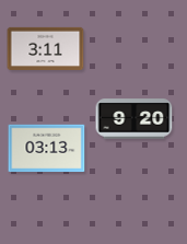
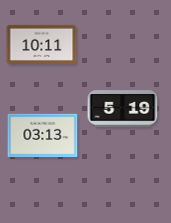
clock at (46, 48): 3:11 -> 10:11
clock at (135, 119): 9:20 -> 5:19
